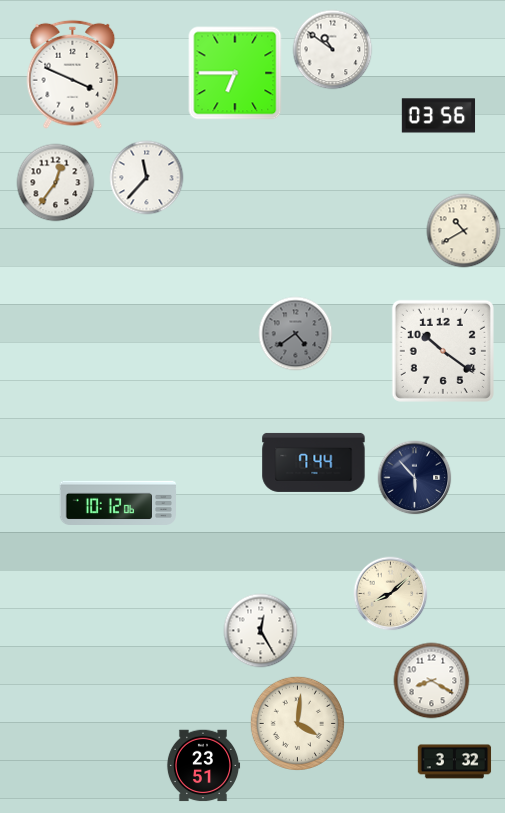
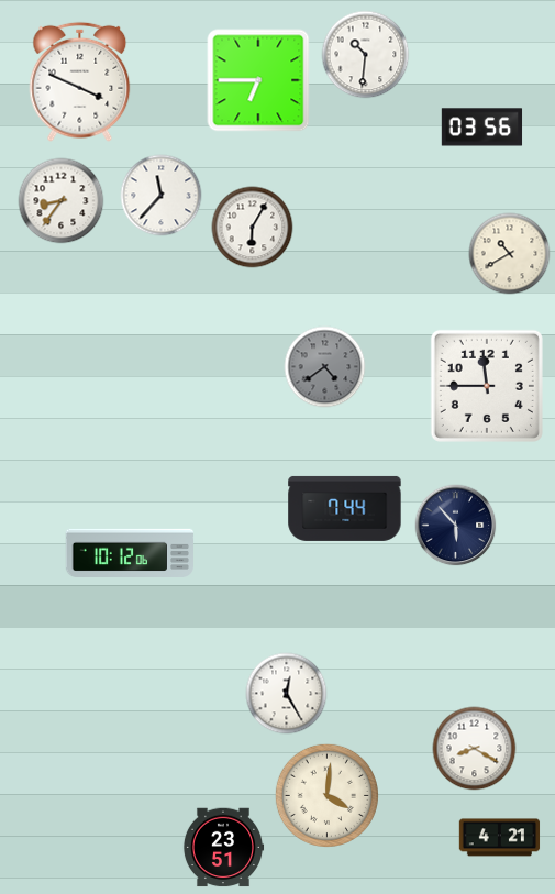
clock at (333, 50): 10:51 -> 10:31
clock at (56, 183): 12:36 -> 8:36
clock at (253, 228): none -> 6:05
clock at (443, 351): 10:21 -> 11:45
clock at (391, 594): 8:08 -> none
clock at (455, 762): 3:32 -> 4:21
clock at (203, 766) position: (203, 766) -> (223, 848)
